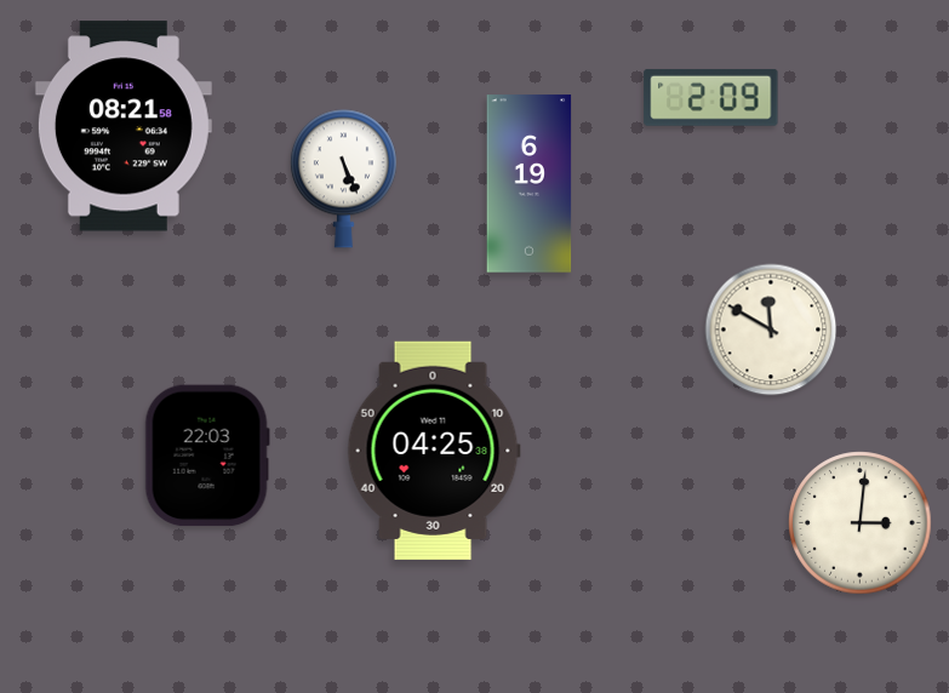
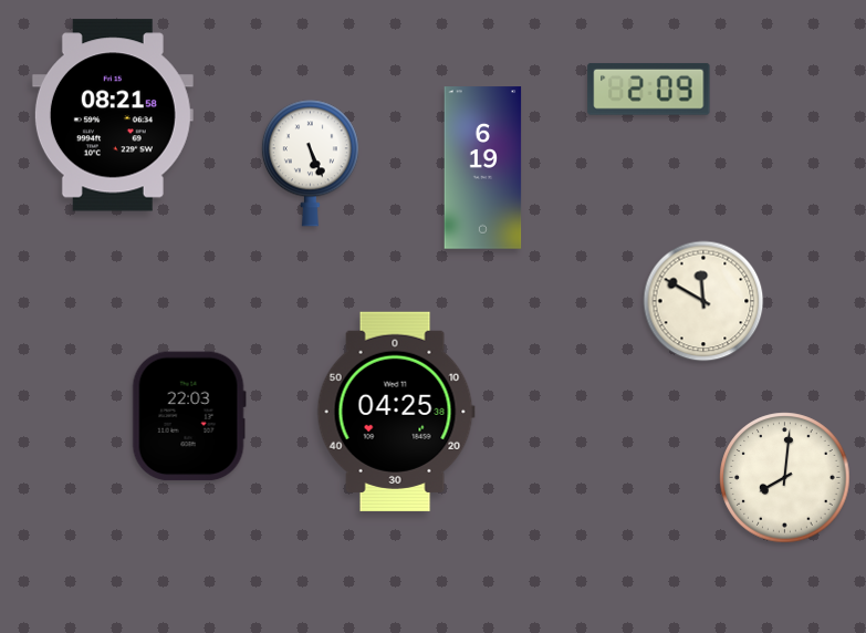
clock at (343, 179) position: (343, 179) -> (310, 164)
clock at (861, 523): 3:01 -> 8:01
